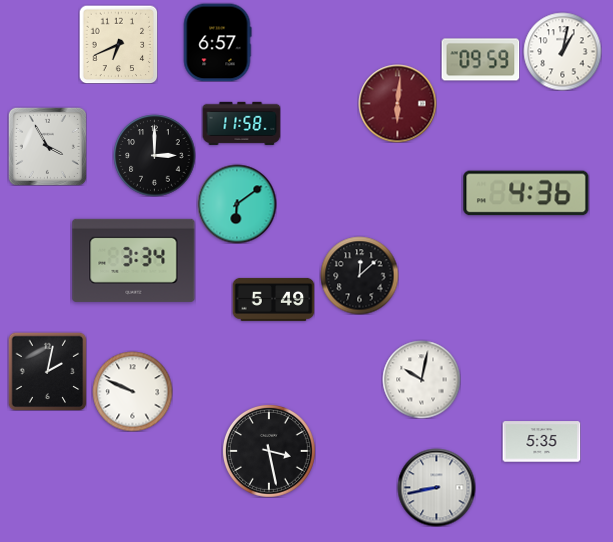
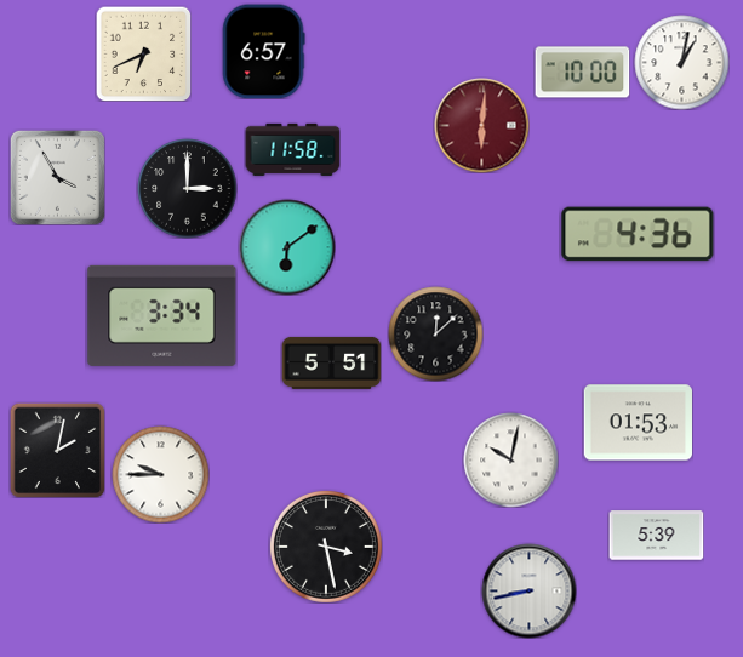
clock at (480, 60): 09:59 -> 10:00
clock at (273, 299): 5:49 -> 5:51
clock at (638, 423): none -> 01:53
clock at (132, 391): 9:49 -> 9:45
clock at (541, 442): 5:35 -> 5:39
